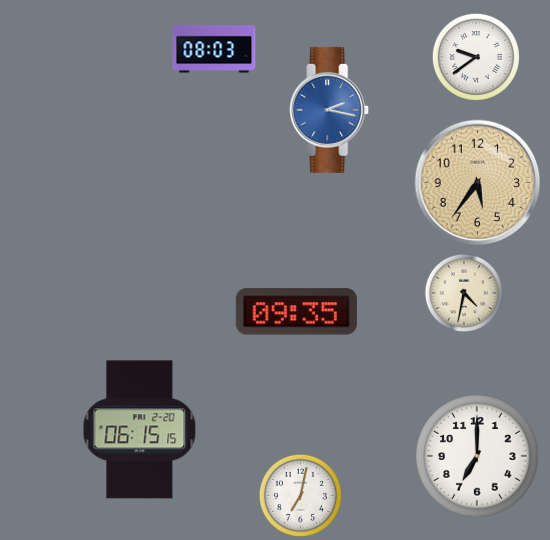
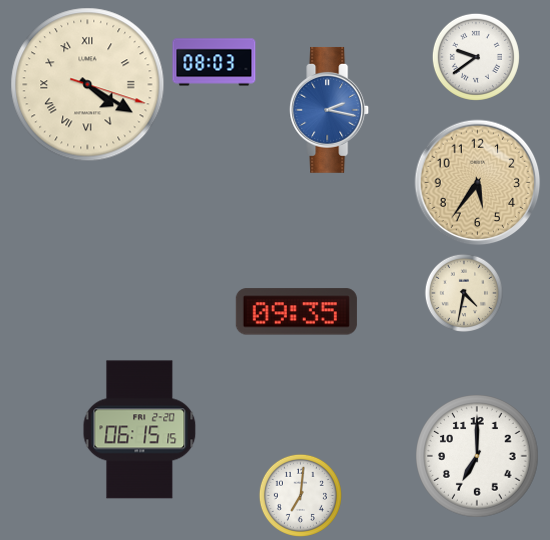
clock at (214, 49) position: (214, 49) -> (214, 62)
clock at (88, 85): none -> 4:20
clock at (300, 495): 7:02 -> 7:01
